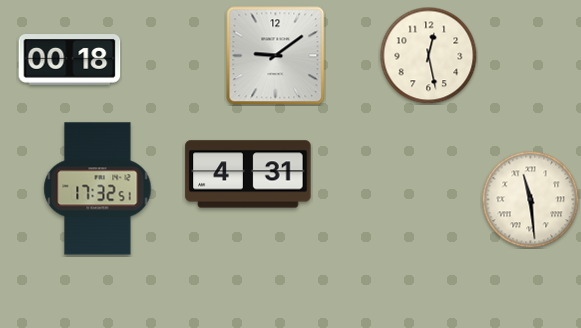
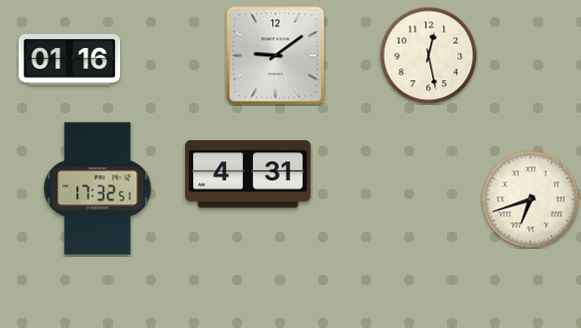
clock at (70, 60): 00:18 -> 01:16
clock at (530, 199): 11:29 -> 6:42
